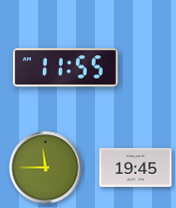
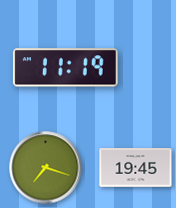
clock at (65, 68): 11:55 -> 11:19
clock at (46, 168): 11:45 -> 7:18
